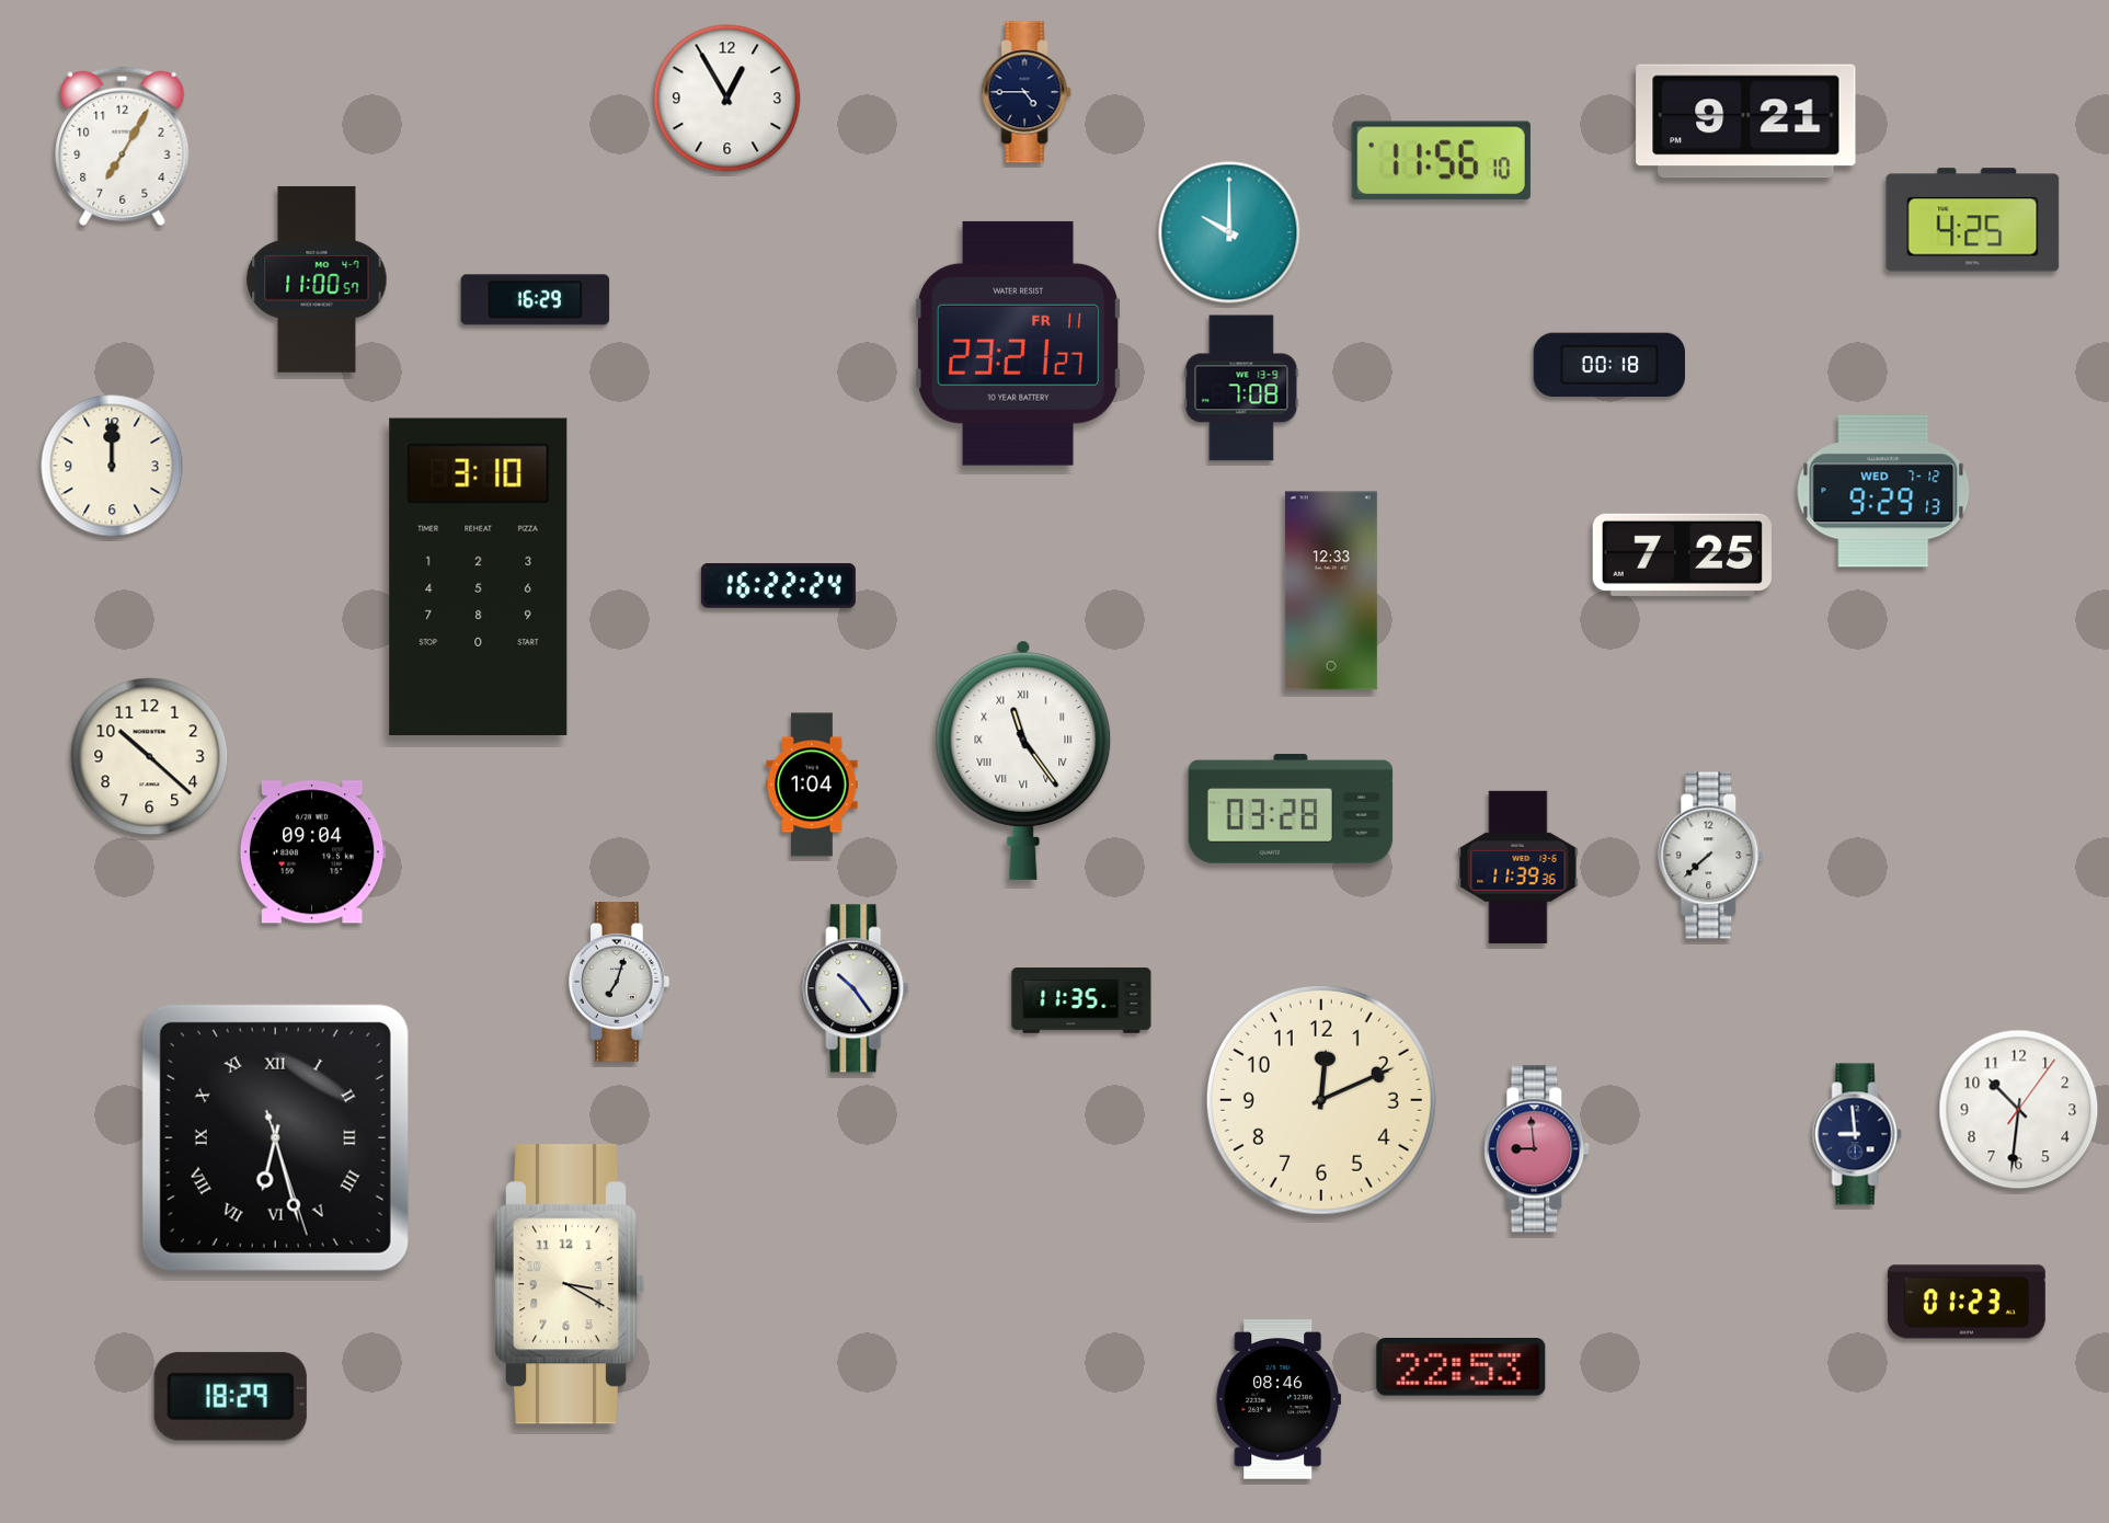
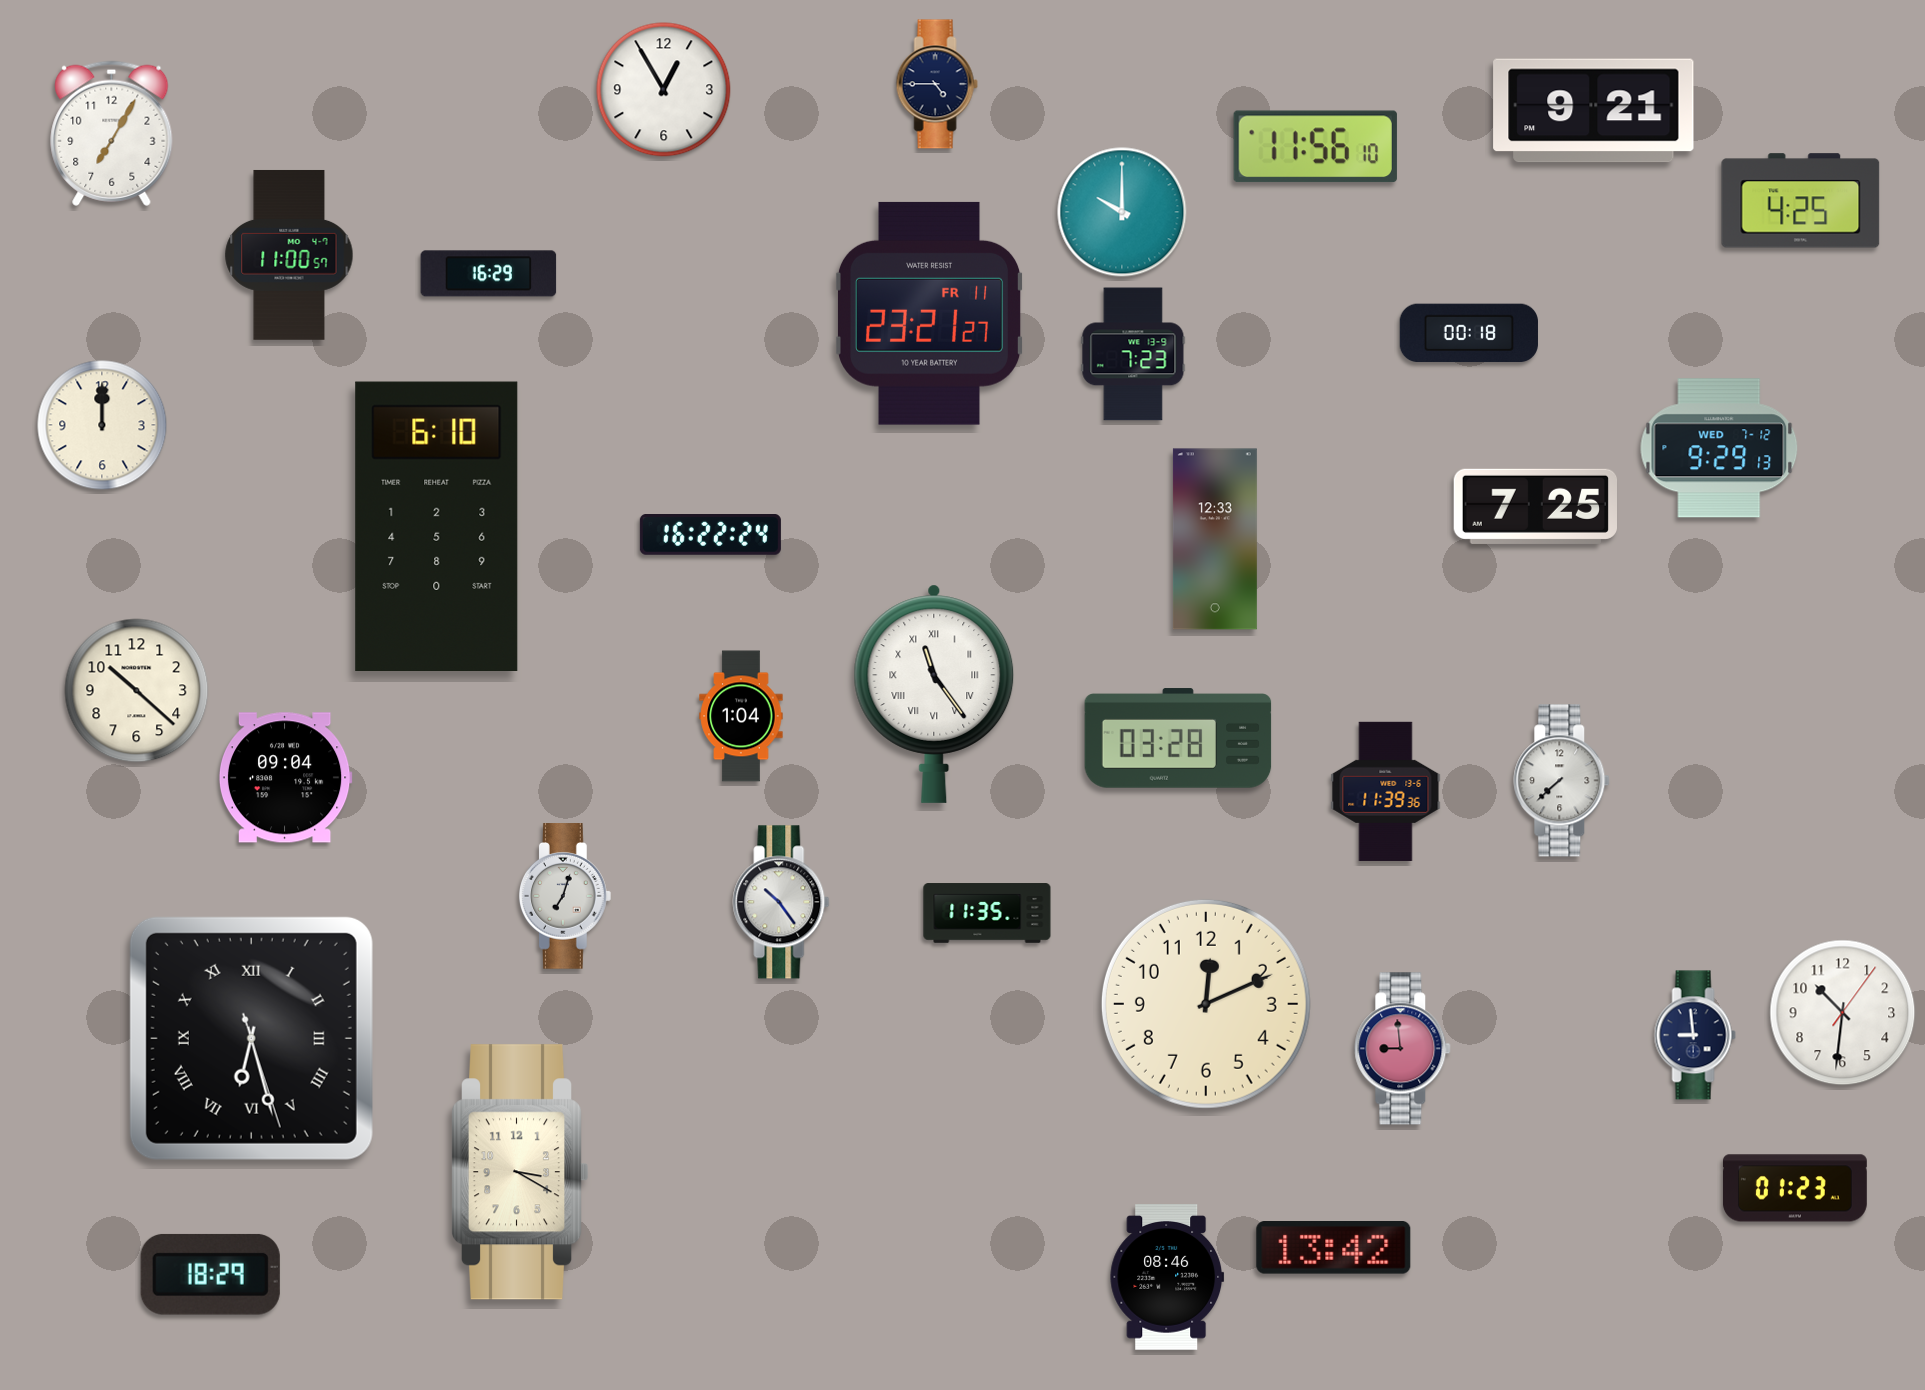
clock at (1241, 388): 7:08 -> 7:23
clock at (479, 576): 3:10 -> 6:10
clock at (1462, 1367): 22:53 -> 13:42
